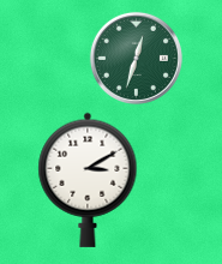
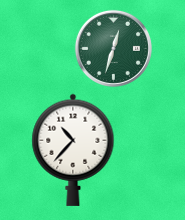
clock at (88, 180): 3:10 -> 10:37
